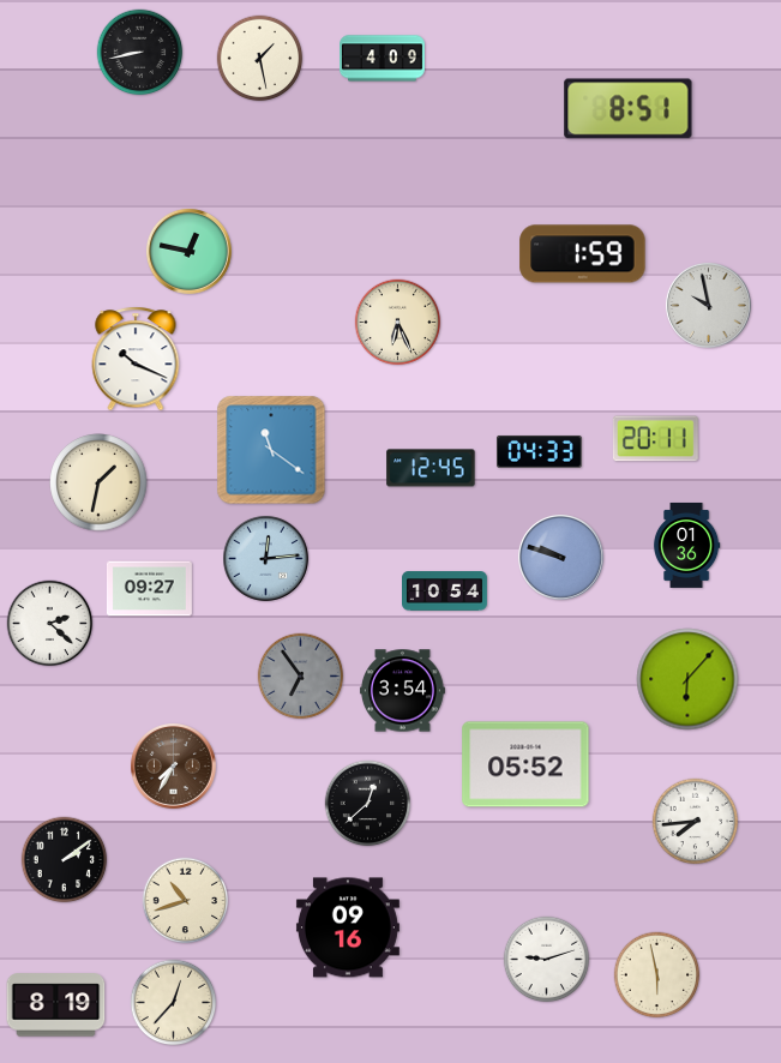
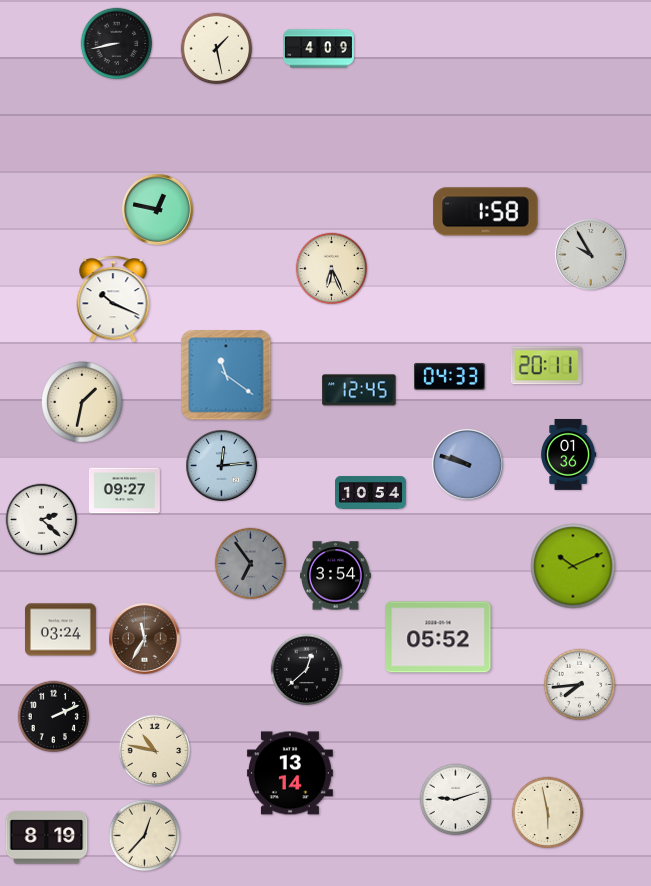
clock at (629, 109): 8:51 -> none
clock at (583, 254): 1:59 -> 1:58
clock at (708, 305): 9:58 -> 9:55
clock at (686, 546) position: (686, 546) -> (568, 455)
clock at (687, 679): 6:07 -> 10:11
clock at (60, 630): none -> 03:24
clock at (173, 765): 7:35 -> 11:35
clock at (65, 860): 2:09 -> 2:11
clock at (186, 901): 10:42 -> 10:47
clock at (348, 927): 09:16 -> 13:14
